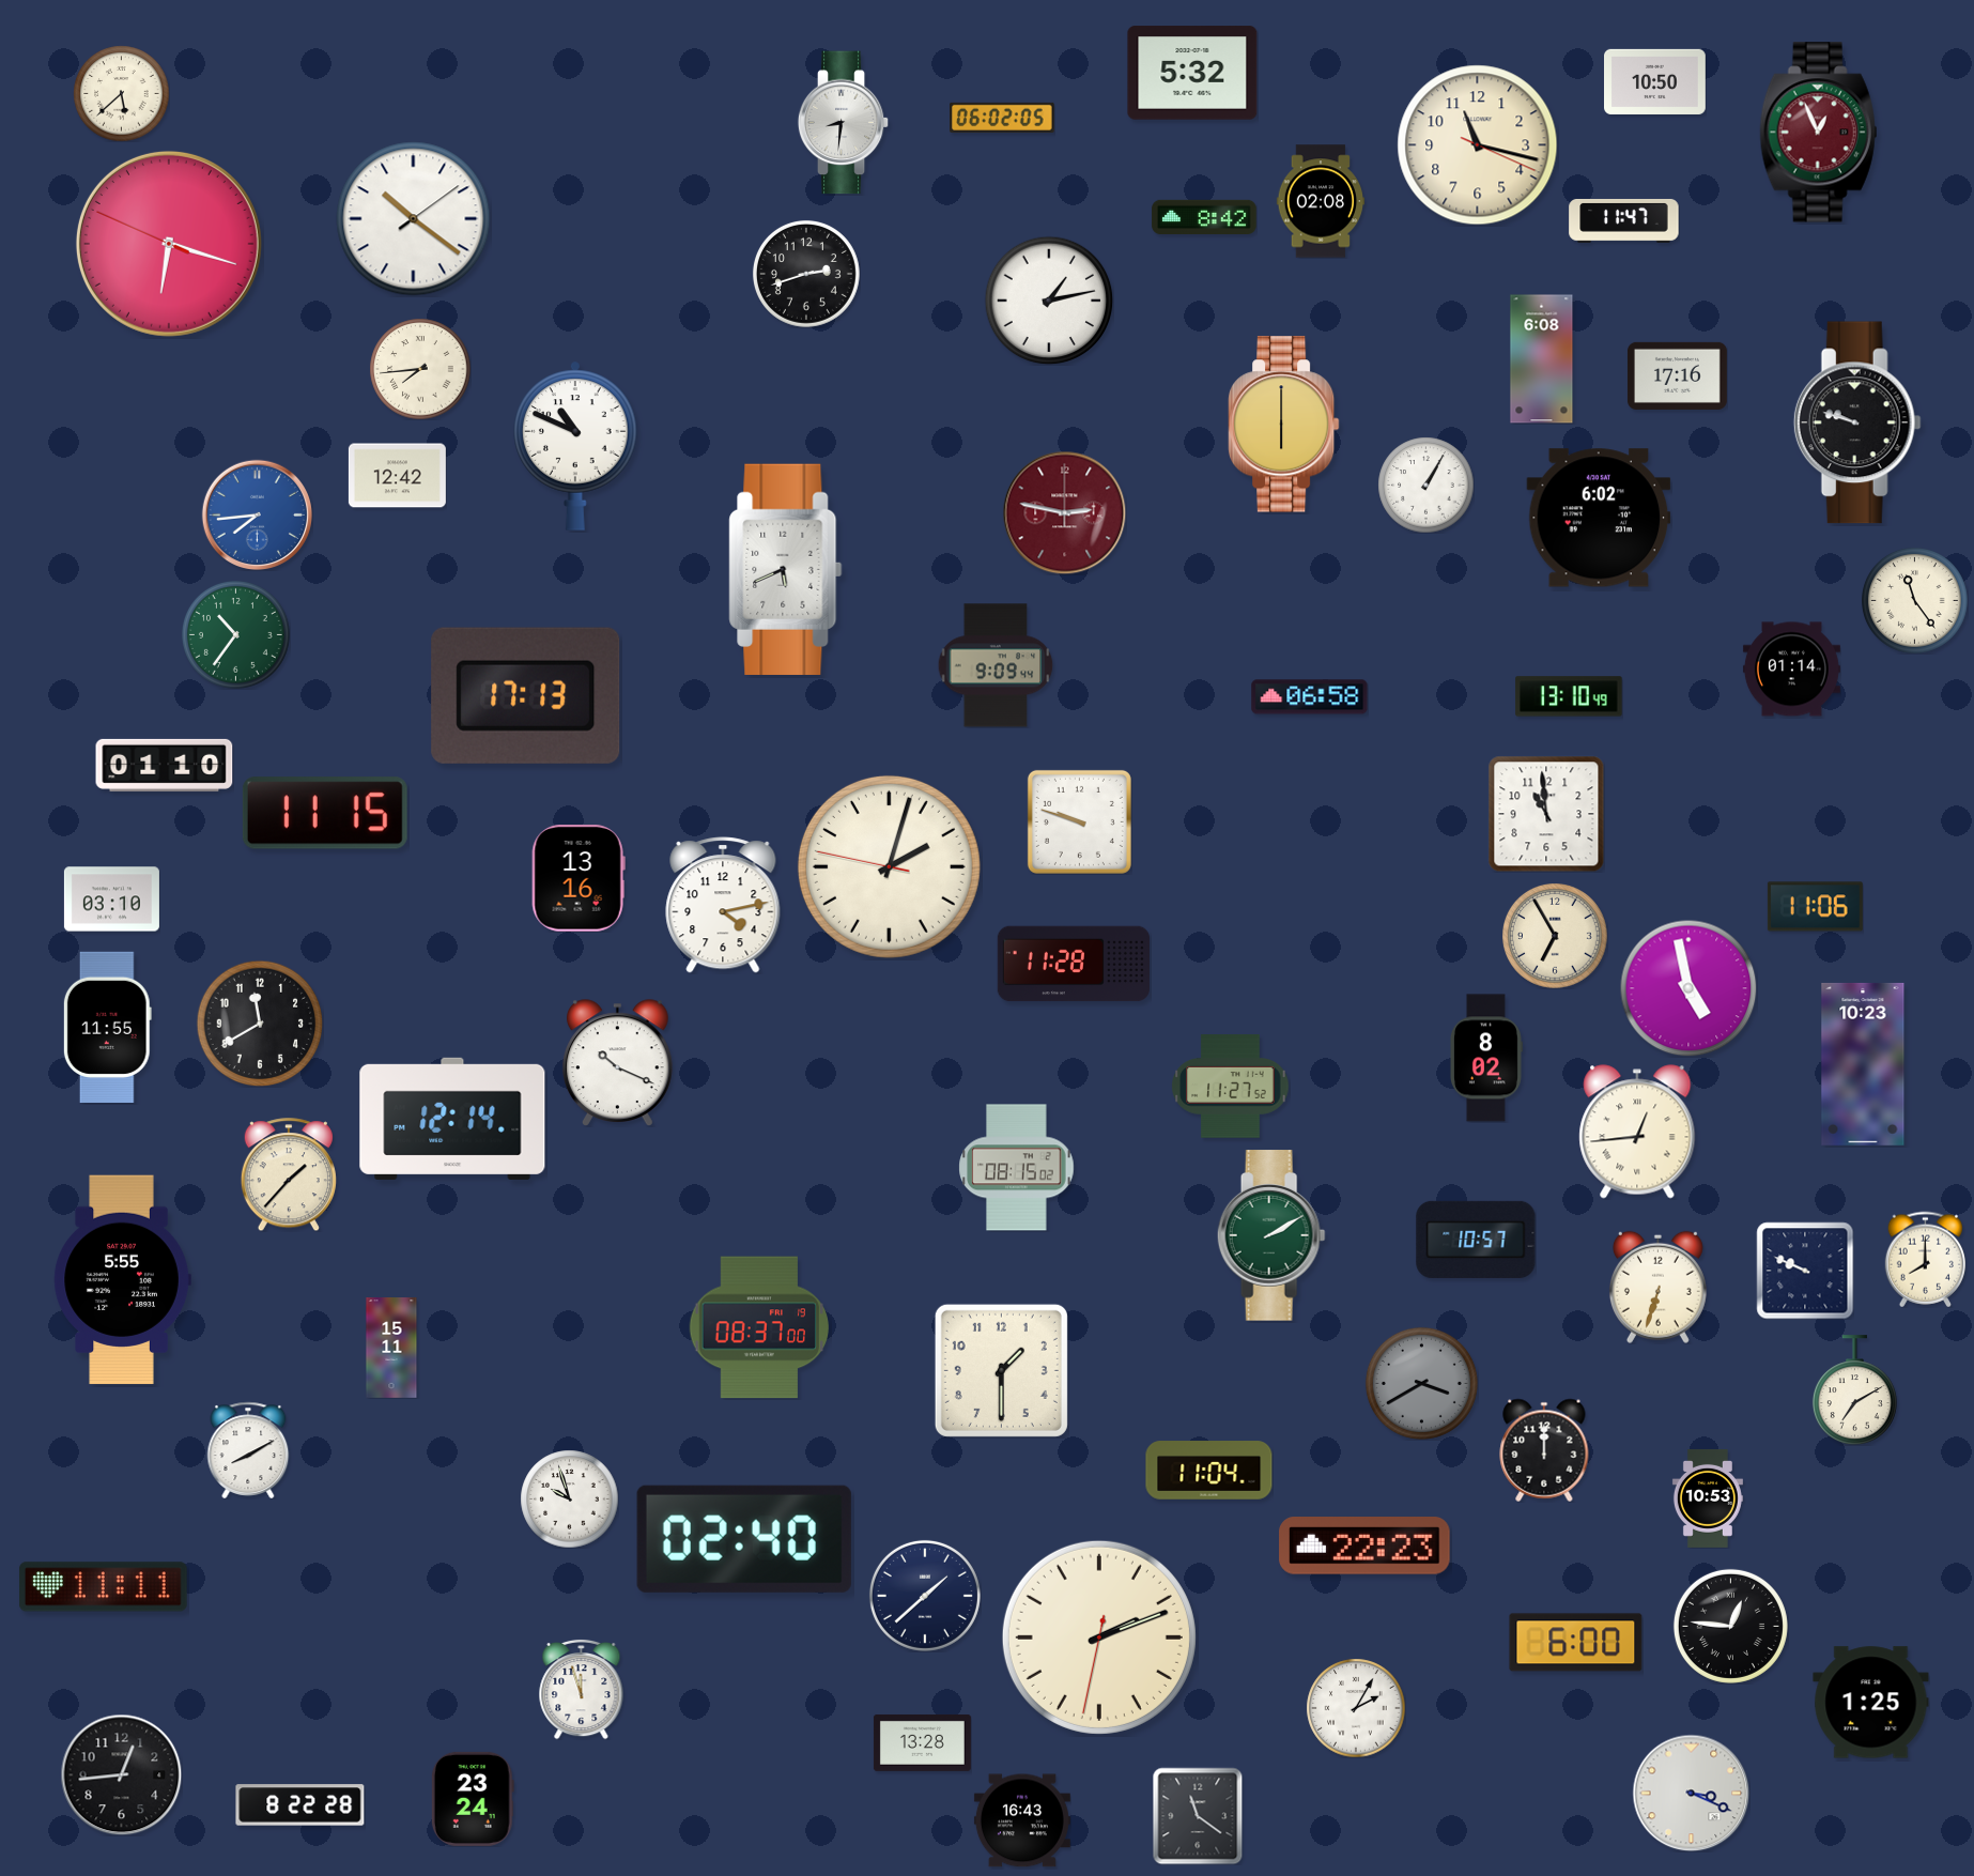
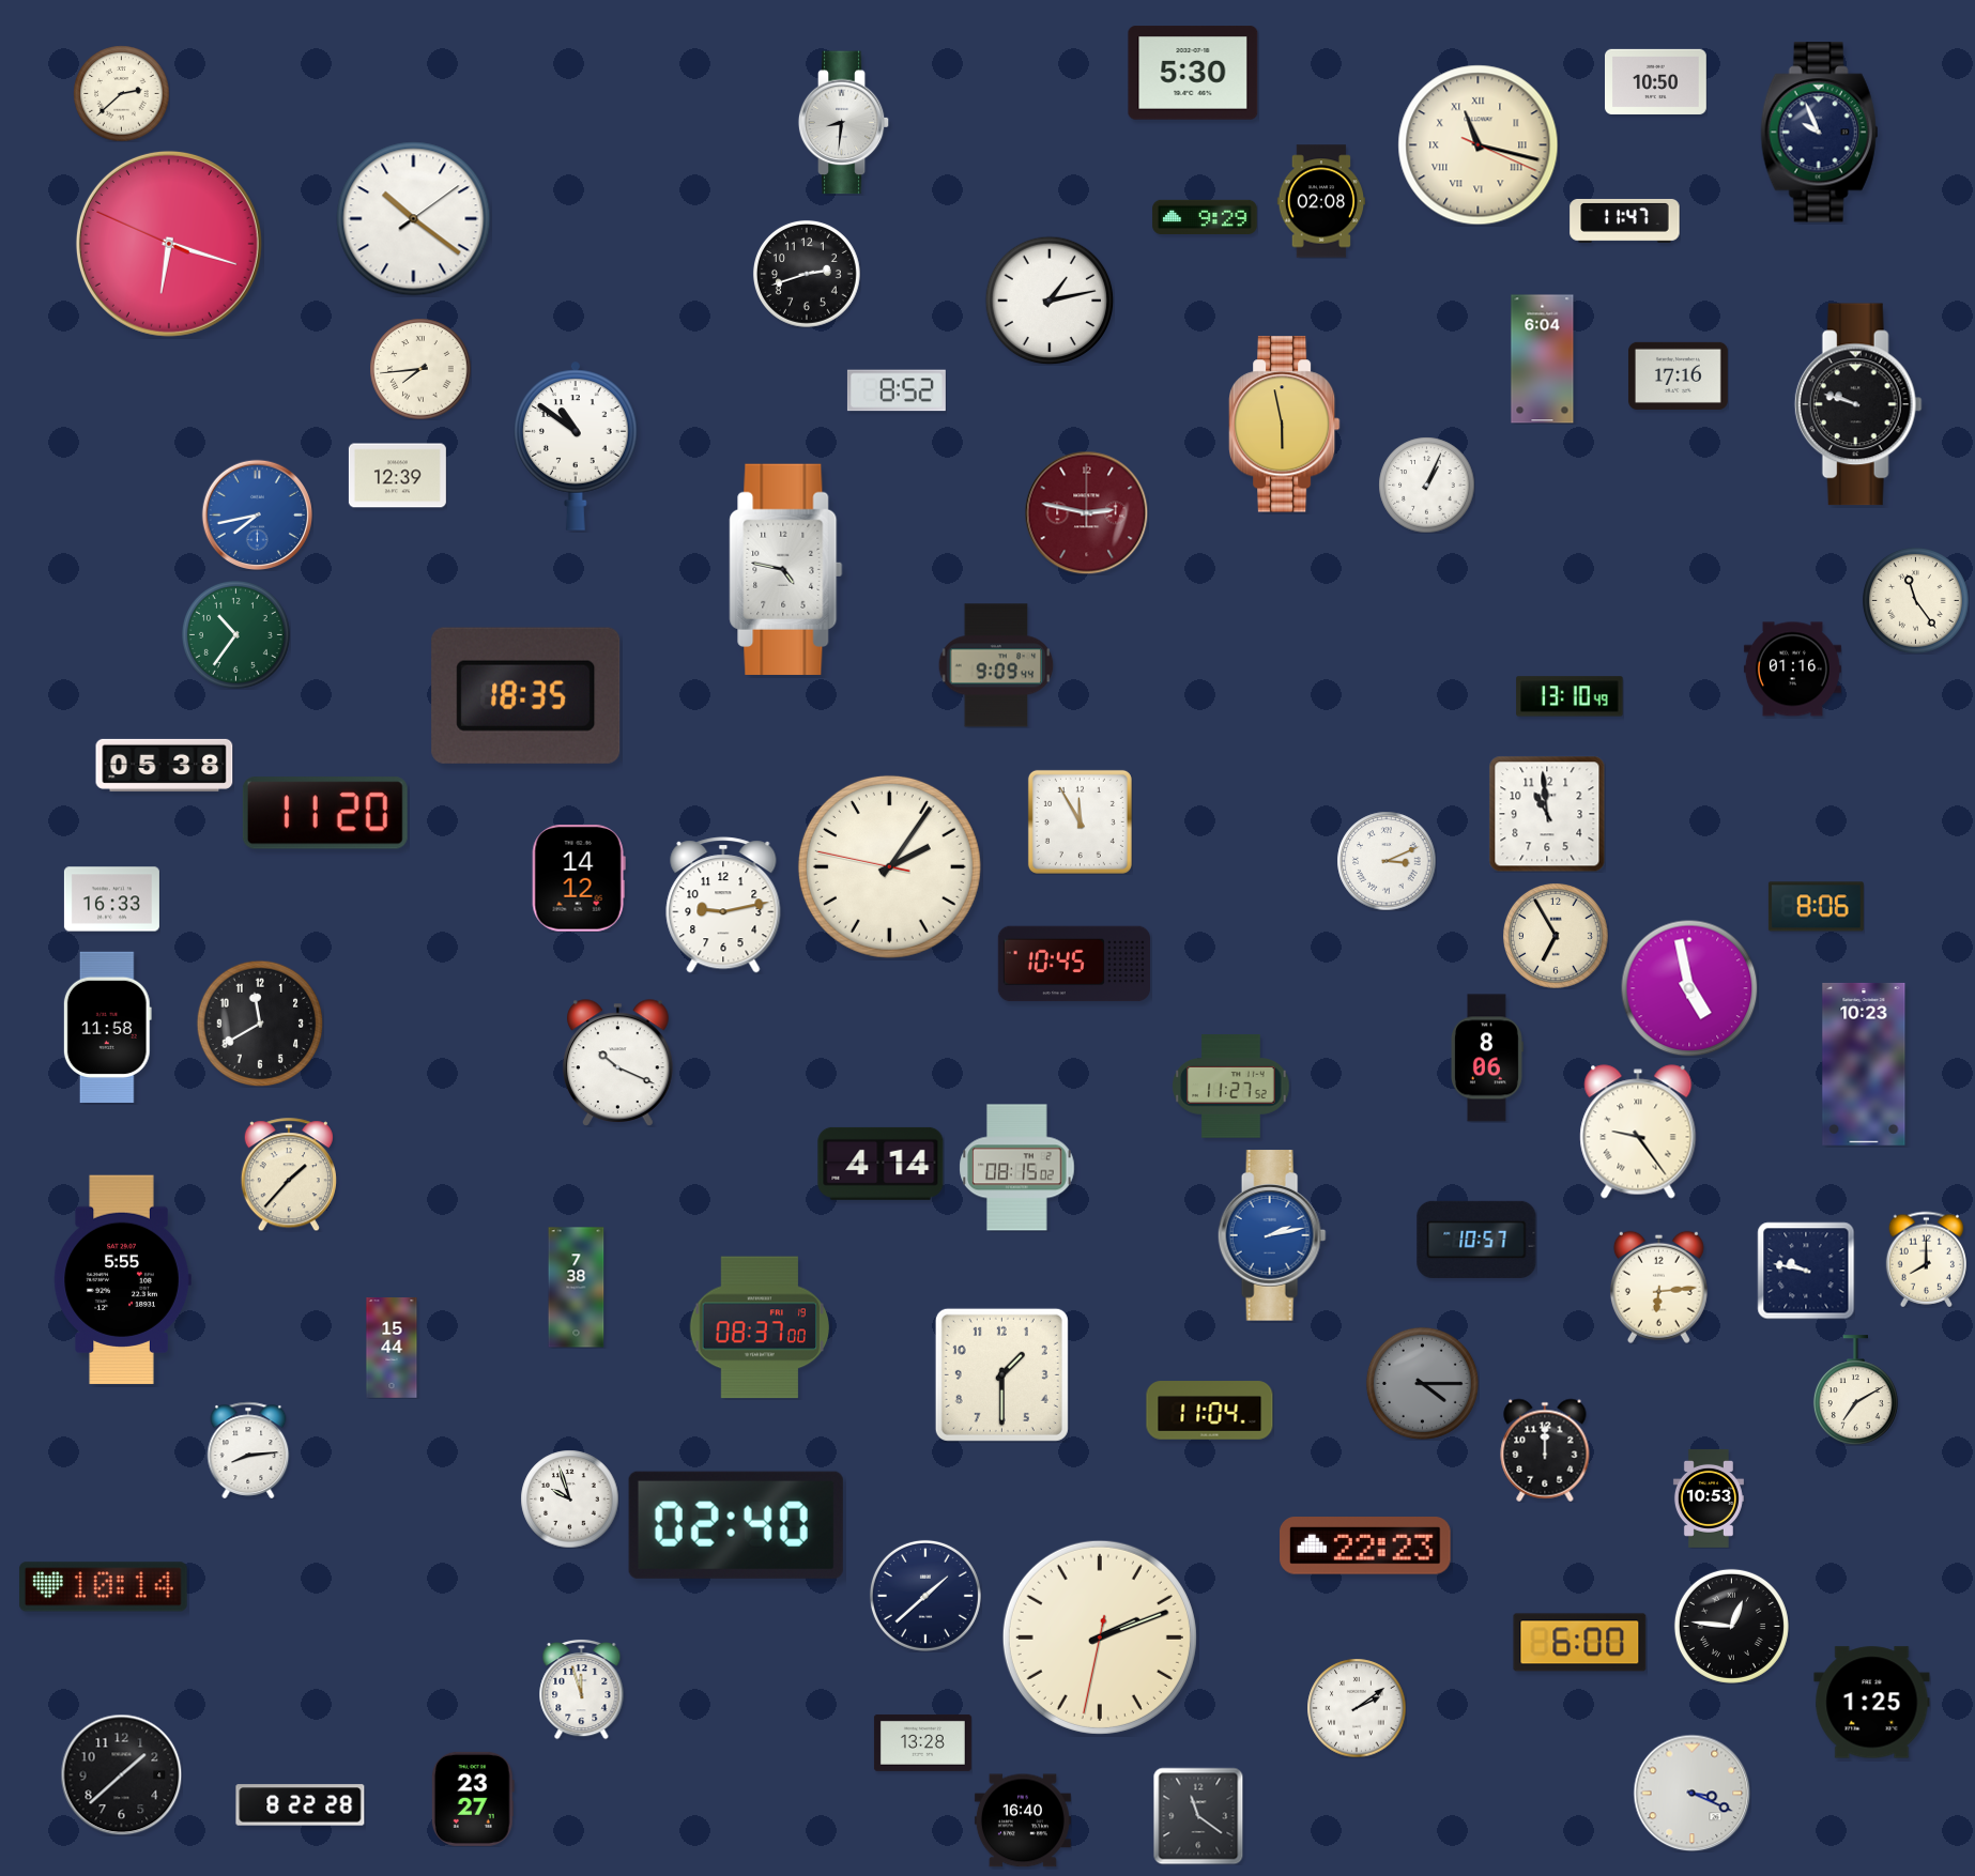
clock at (1192, 73): 5:32 -> 5:30
clock at (121, 93): 5:38 -> 2:38
clock at (1002, 118): 06:02 -> none
clock at (1819, 133): 12:56 -> 9:56
clock at (1819, 133) dial: burgundy -> navy
clock at (1478, 145) numerals: Arabic -> Roman
clock at (1204, 217): 8:42 -> 9:29
clock at (1542, 359): 6:08 -> 6:04
clock at (897, 390): none -> 8:52
clock at (1857, 422) position: (1857, 422) -> (1858, 404)
clock at (1283, 425): 6:00 -> 5:58
clock at (576, 446): 10:49 -> 10:51
clock at (397, 476): 12:42 -> 12:39
clock at (1425, 485): 1:05 -> 1:04
clock at (1064, 512) position: (1064, 512) -> (1086, 512)
clock at (257, 514): 7:44 -> 7:43
clock at (1599, 518): 6:02 -> none
clock at (786, 569): 5:41 -> 4:47
clock at (1791, 670): 01:14 -> 01:16
clock at (526, 695): 17:13 -> 18:35
clock at (1310, 697): 06:58 -> none
clock at (165, 765): 01:10 -> 05:38
clock at (325, 813): 11:15 -> 11:20
clock at (1079, 821): 9:48 -> 11:55
clock at (1387, 861): none -> 3:11
clock at (889, 866): 2:02 -> 2:05
clock at (579, 878): 13:16 -> 14:12
clock at (111, 899): 03:10 -> 16:33
clock at (723, 905): 4:13 -> 9:13
clock at (1815, 907): 11:06 -> 8:06
clock at (1073, 964): 11:28 -> 10:45
clock at (107, 1027): 11:55 -> 11:58
clock at (1486, 1058): 8:02 -> 8:06
clock at (452, 1119): 12:14 -> none
clock at (1637, 1132): 12:44 -> 9:24
clock at (881, 1164): none -> 4:14
clock at (1271, 1235): 2:10 -> 2:13
clock at (1271, 1235) dial: green -> blue
clock at (1805, 1271): 9:49 -> 9:47
clock at (1657, 1287): 6:33 -> 6:14
clock at (577, 1288): none -> 7:38
clock at (391, 1349): 15:11 -> 15:44
clock at (1001, 1370) position: (1001, 1370) -> (1001, 1374)
clock at (1421, 1383): 3:40 -> 4:15
clock at (248, 1450): 8:10 -> 8:14
clock at (1209, 1471) position: (1209, 1471) -> (1210, 1411)
clock at (744, 1539) position: (744, 1539) -> (736, 1525)
clock at (103, 1587): 11:11 -> 10:14
clock at (1576, 1643) position: (1576, 1643) -> (1580, 1643)
clock at (1356, 1708): 2:05 -> 2:09
clock at (121, 1774): 12:44 -> 1:38
clock at (473, 1799): 23:24 -> 23:27
clock at (1022, 1820): 16:43 -> 16:40
